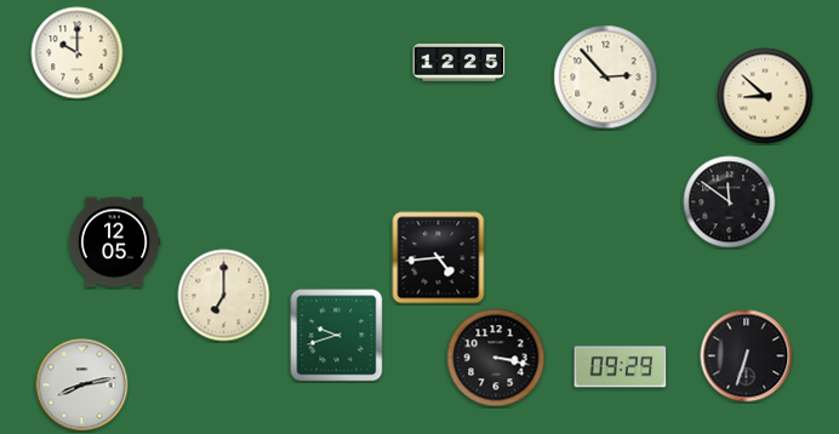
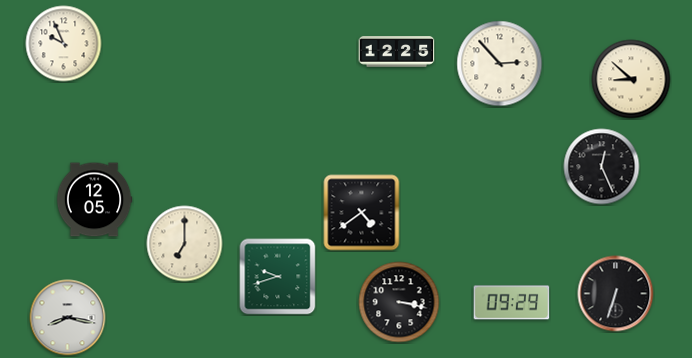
clock at (78, 53): 10:00 -> 9:56
clock at (460, 63) position: (460, 63) -> (397, 52)
clock at (730, 202): 11:51 -> 12:26
clock at (439, 258): 4:44 -> 4:39
clock at (496, 358) position: (496, 358) -> (399, 302)
clock at (82, 386): 8:13 -> 8:17
